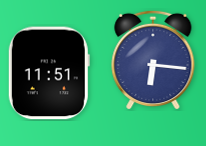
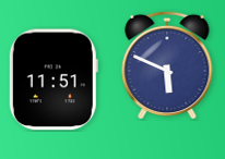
clock at (153, 60): 6:16 -> 5:49
